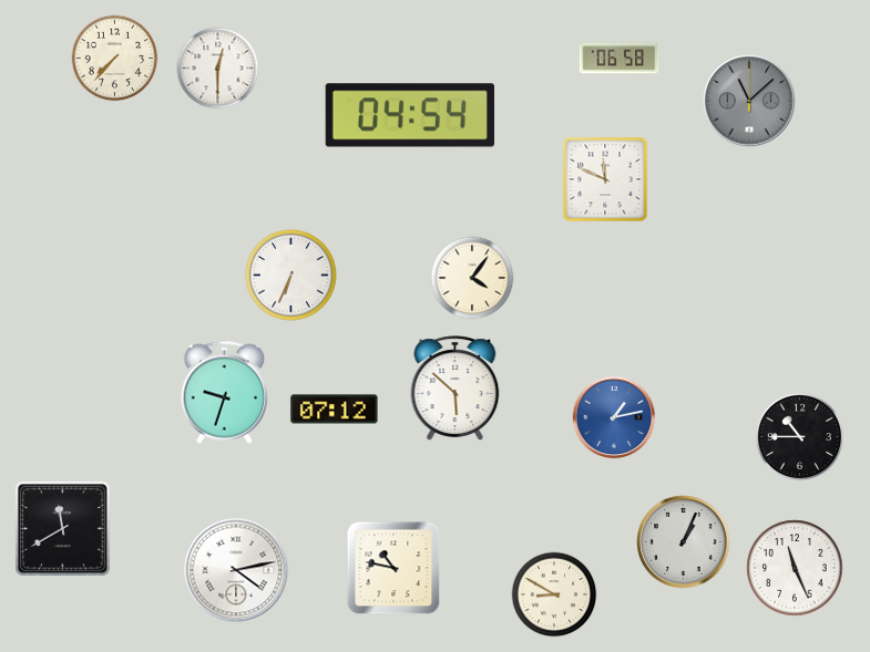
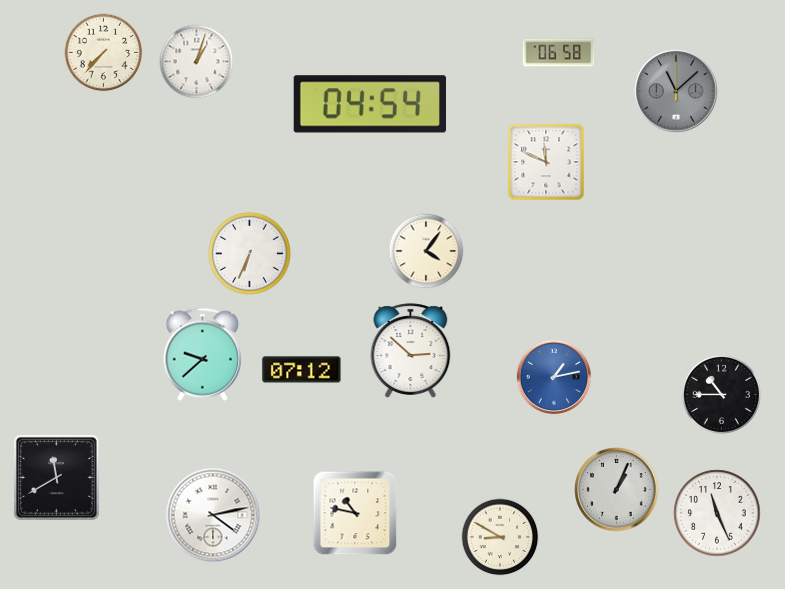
clock at (218, 69): 12:30 -> 1:03
clock at (290, 275) position: (290, 275) -> (249, 253)
clock at (456, 389): 5:52 -> 2:52
clock at (225, 392): 9:33 -> 9:38
